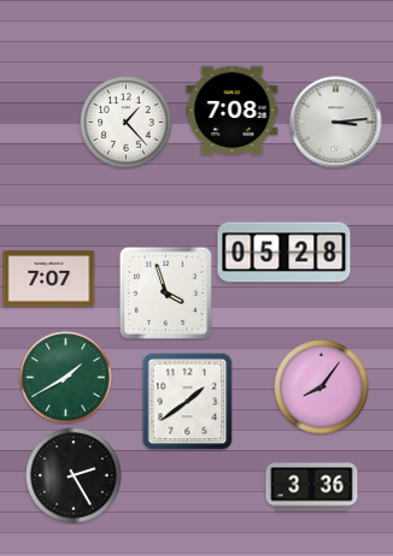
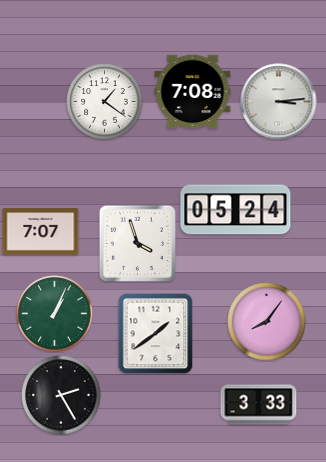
clock at (127, 123): 1:23 -> 1:21
clock at (285, 253): 05:28 -> 05:24
clock at (66, 378): 1:40 -> 1:04
clock at (312, 487): 3:36 -> 3:33
